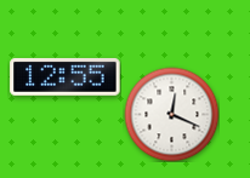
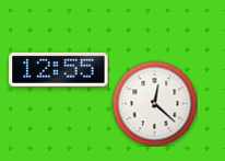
clock at (171, 114): 12:19 -> 12:22
